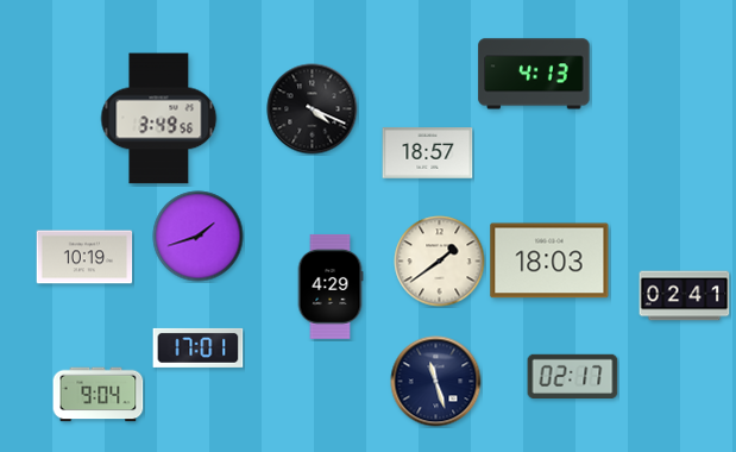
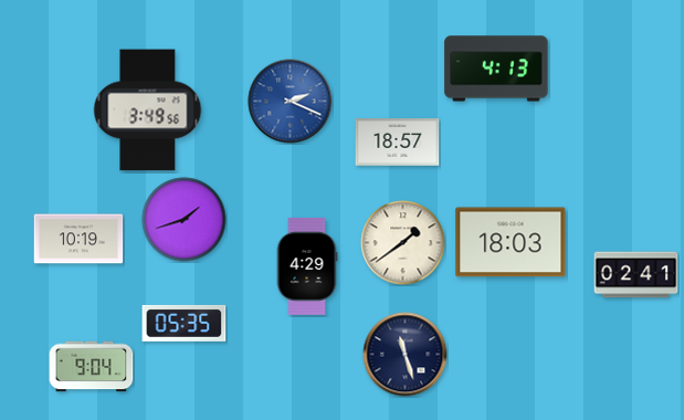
clock at (313, 109): 4:19 -> 2:19
clock at (313, 109) dial: black -> blue
clock at (440, 262) position: (440, 262) -> (403, 243)
clock at (199, 347): 17:01 -> 05:35
clock at (573, 376): 02:17 -> none
